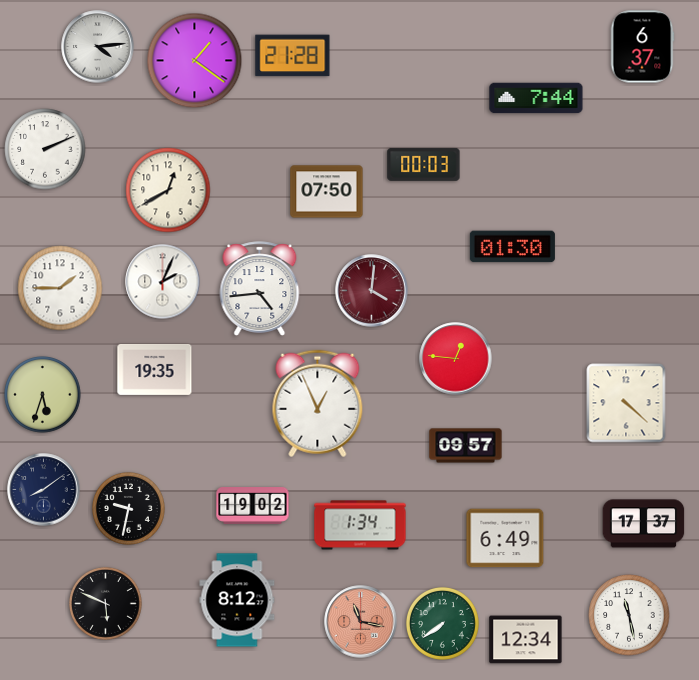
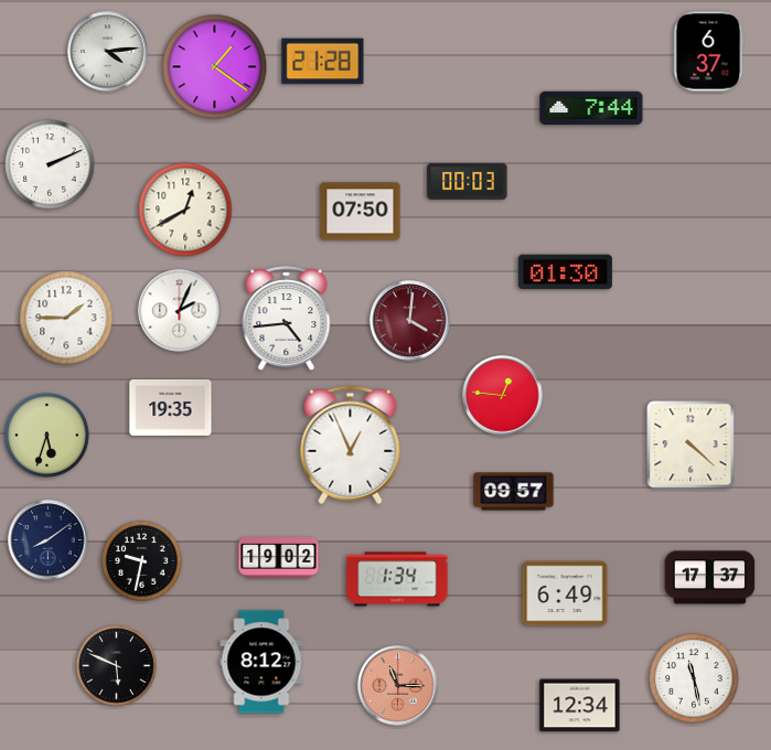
clock at (505, 538) position: (505, 538) -> (565, 593)
clock at (361, 622): 11:17 -> 11:15
clock at (442, 623): 7:39 -> none
